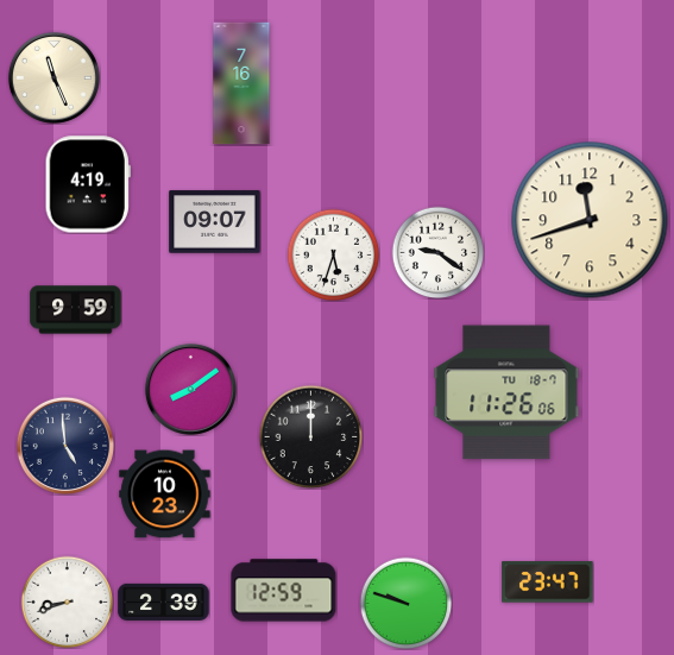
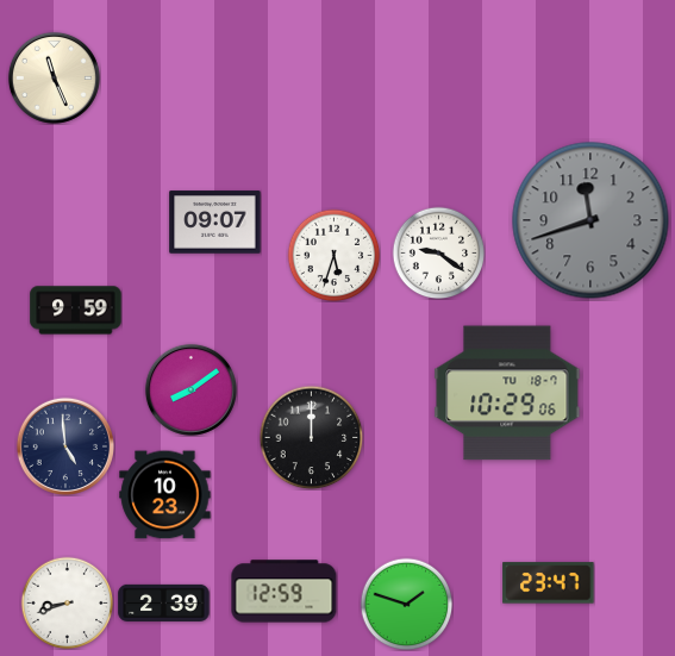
clock at (241, 83): 7:16 -> none
clock at (88, 184): 4:19 -> none
clock at (590, 220) dial: cream -> grey
clock at (506, 392): 11:26 -> 10:29
clock at (405, 603): 9:48 -> 1:48
